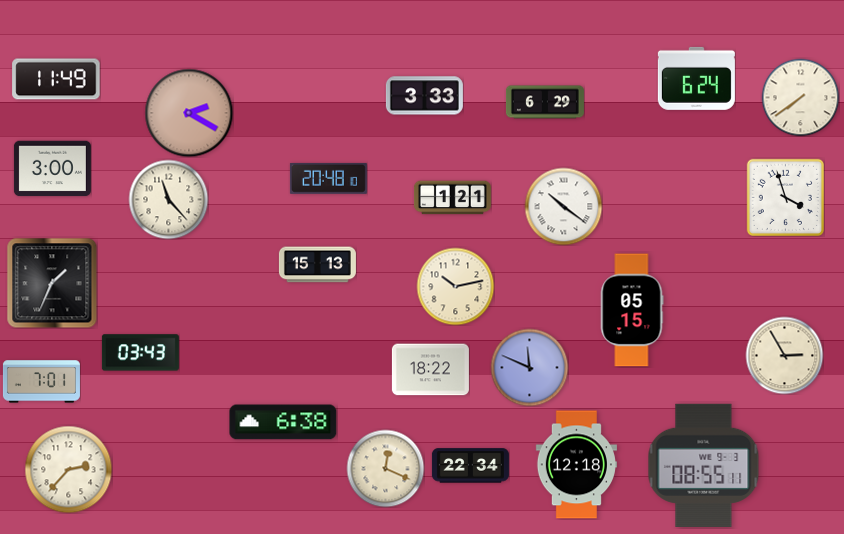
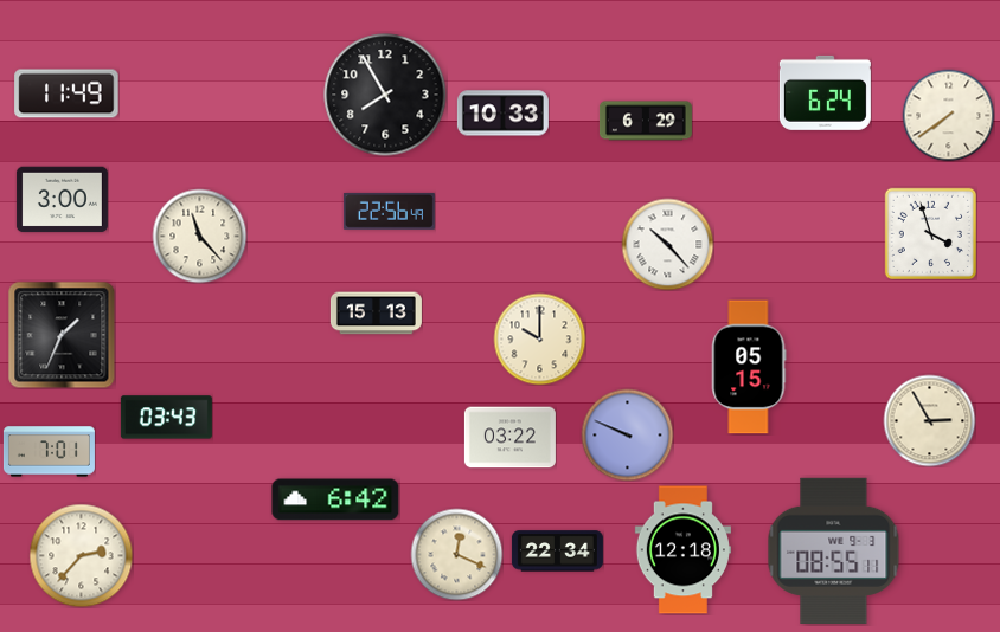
clock at (385, 95): none -> 7:55
clock at (424, 96): 3:33 -> 10:33
clock at (189, 113): 2:20 -> none
clock at (328, 178): 20:48 -> 22:56
clock at (452, 198): 1:21 -> none
clock at (563, 206): 10:21 -> 10:23
clock at (455, 286): 10:13 -> 10:00
clock at (529, 367): 11:49 -> 9:49
clock at (430, 370): 18:22 -> 03:22
clock at (283, 422): 6:38 -> 6:42
